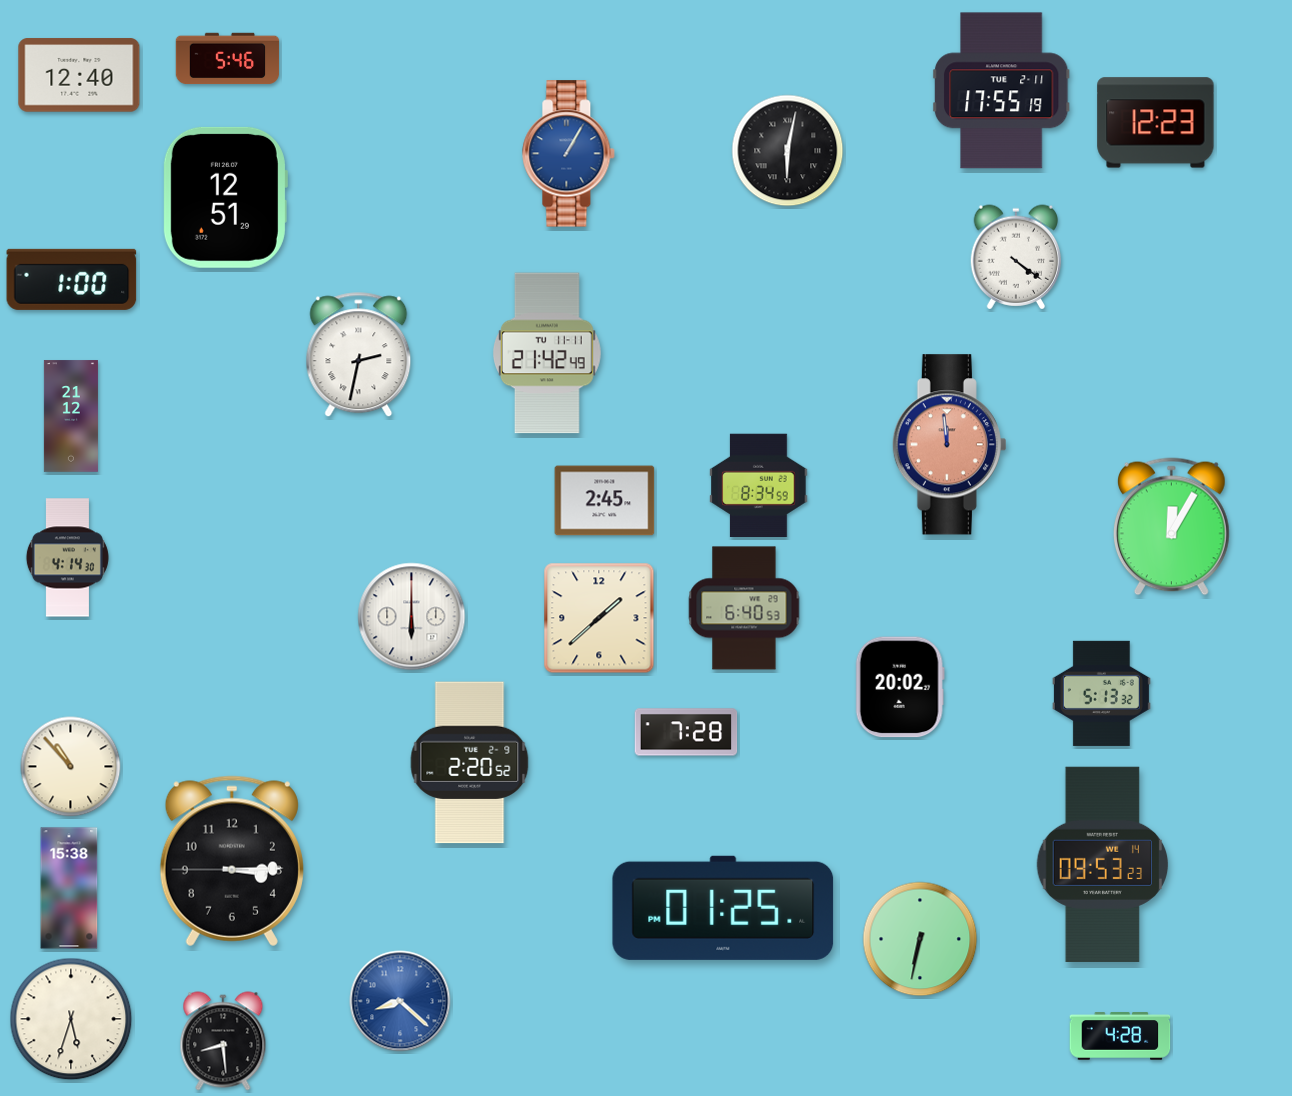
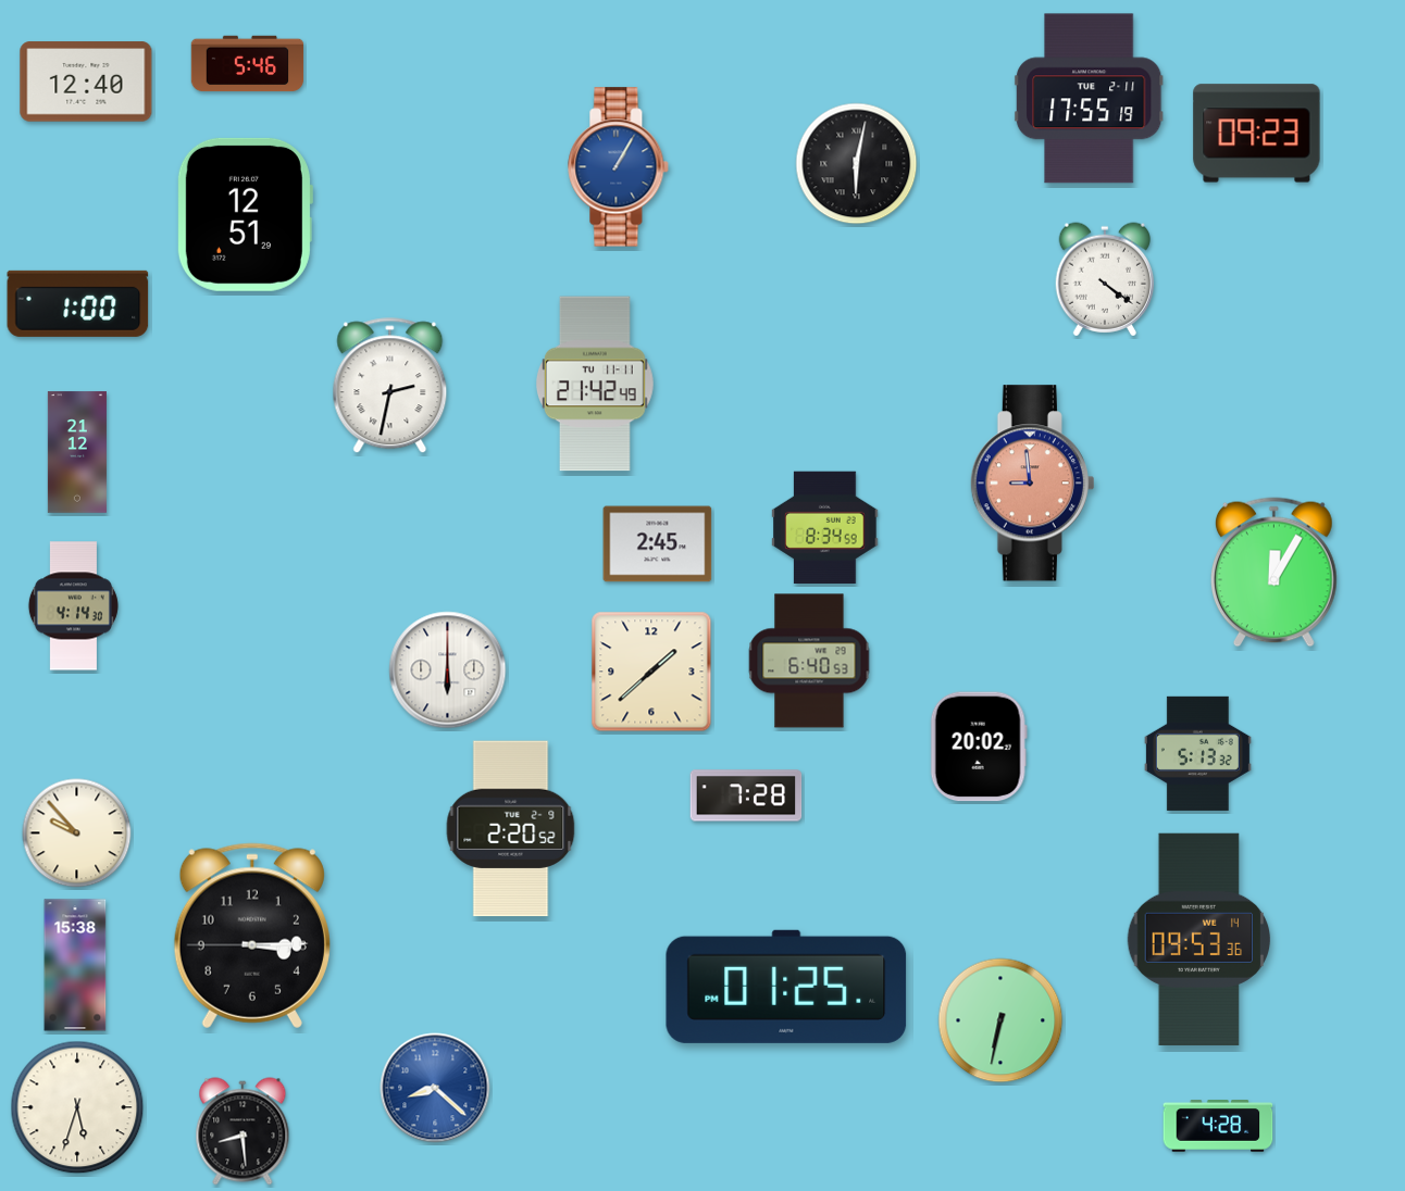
clock at (1156, 123): 12:23 -> 09:23
clock at (949, 445): 11:59 -> 8:59
clock at (71, 767): 10:53 -> 9:53
clock at (1103, 864): 09:53:23 -> 09:53:36
